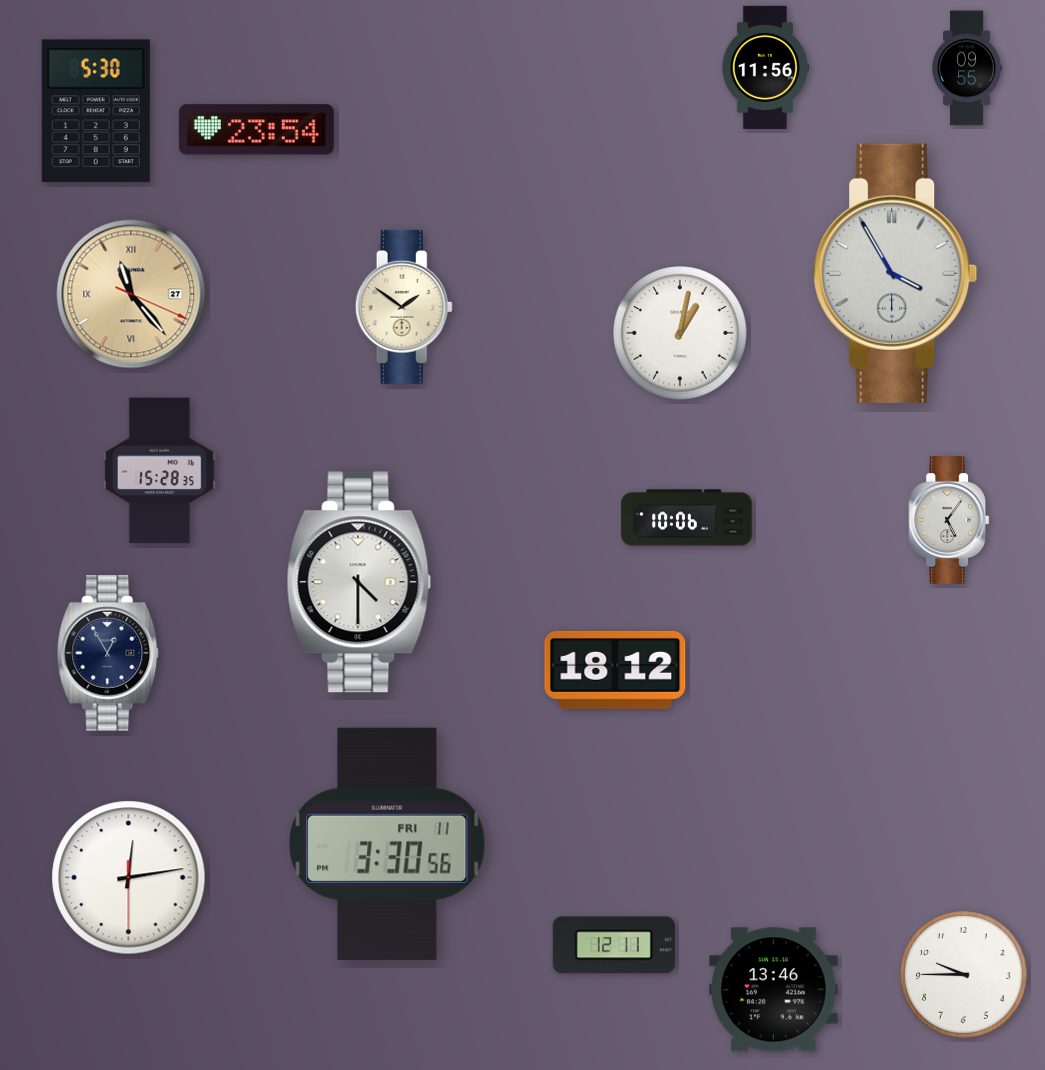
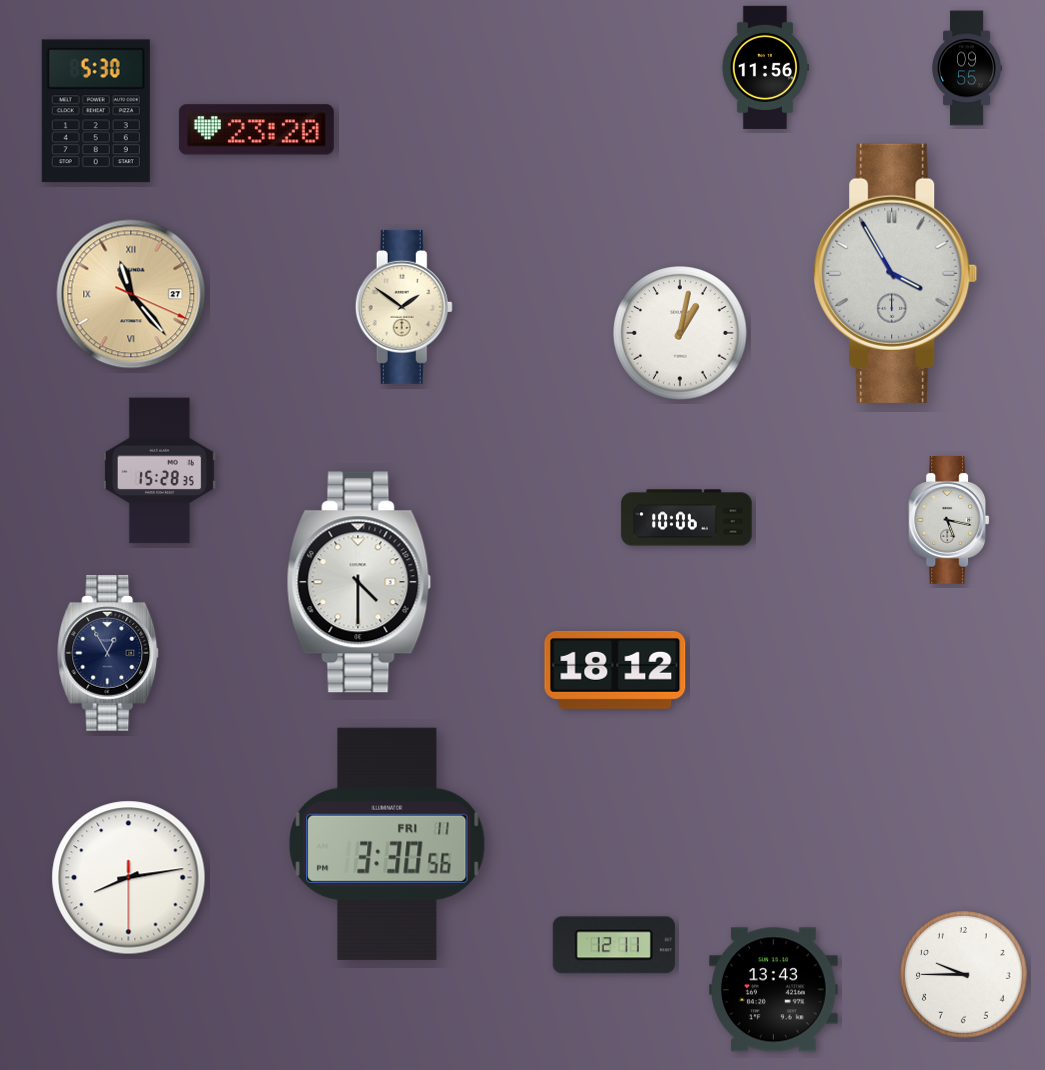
clock at (256, 130): 23:54 -> 23:20
clock at (949, 521): 5:06 -> 5:17
clock at (129, 878): 12:13 -> 8:13
clock at (774, 990): 13:46 -> 13:43
